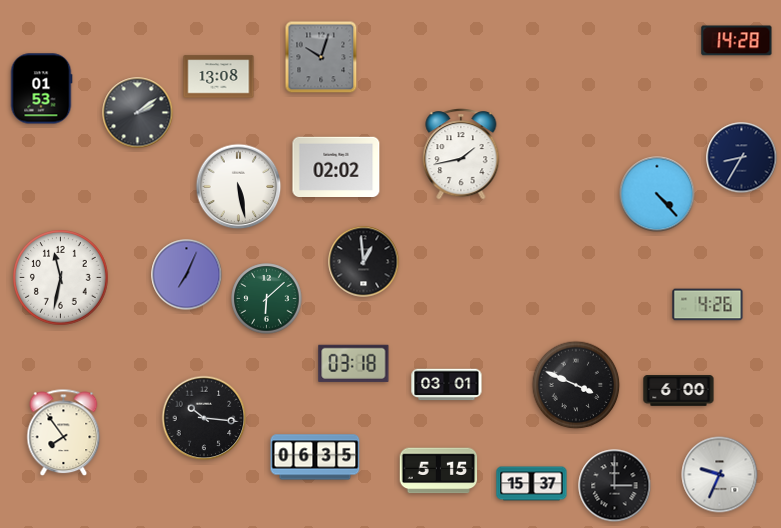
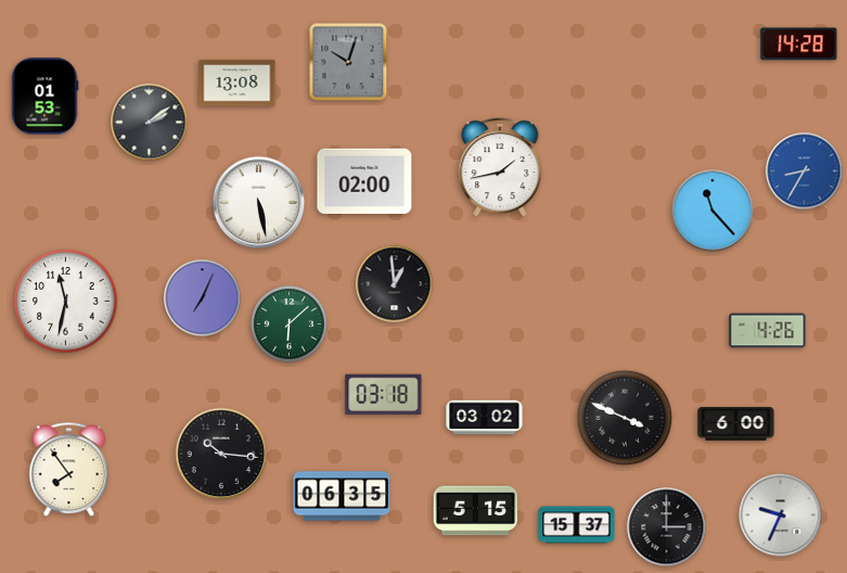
clock at (742, 158) dial: navy -> blue
clock at (336, 167): 02:02 -> 02:00
clock at (657, 194): 4:23 -> 11:23
clock at (447, 385): 03:01 -> 03:02
